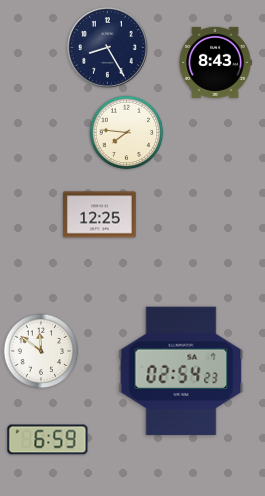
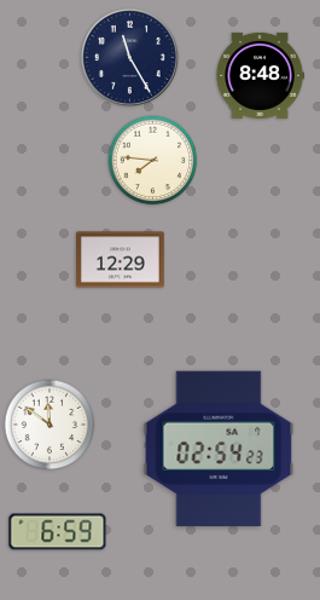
clock at (107, 47): 8:25 -> 11:25
clock at (215, 62): 8:43 -> 8:48
clock at (100, 215): 12:25 -> 12:29
